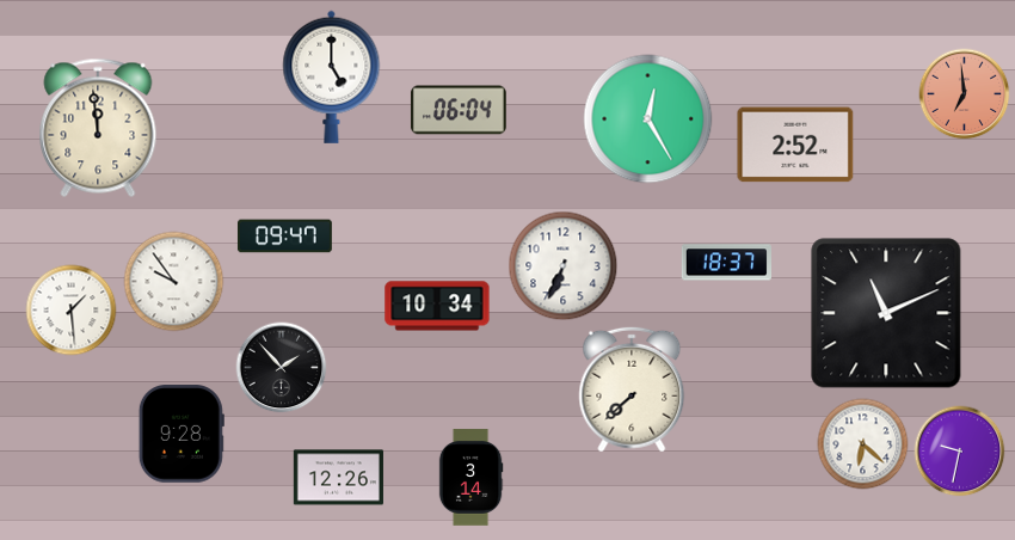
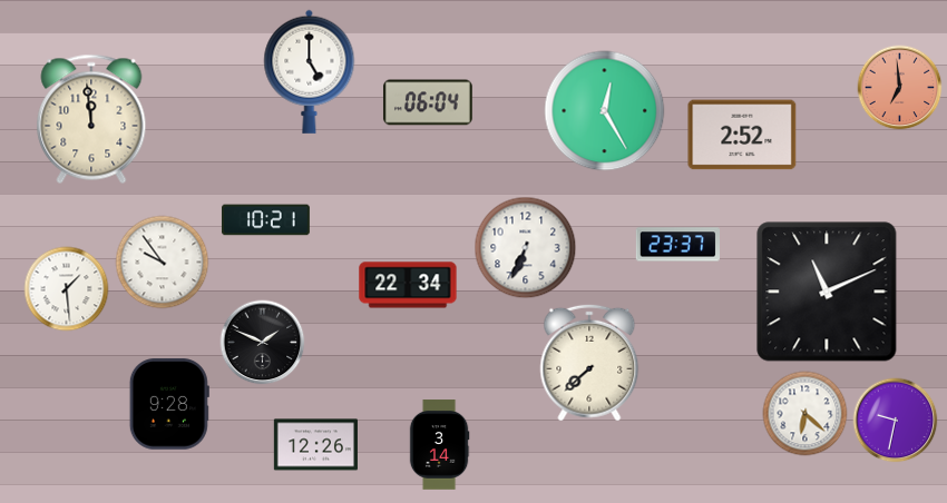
clock at (284, 237): 09:47 -> 10:21
clock at (726, 263): 18:37 -> 23:37
clock at (437, 306): 10:34 -> 22:34
clock at (282, 368): 1:53 -> 1:49
